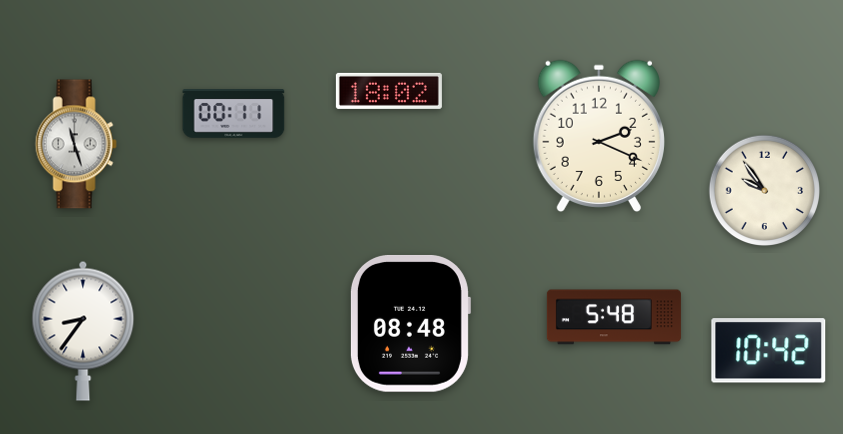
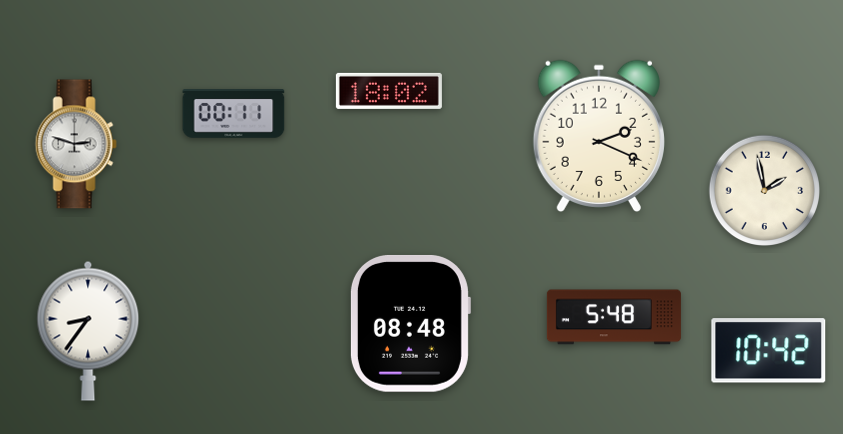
clock at (76, 144): 11:27 -> 2:48
clock at (764, 190): 9:54 -> 1:58
clock at (83, 331) position: (83, 331) -> (88, 331)
